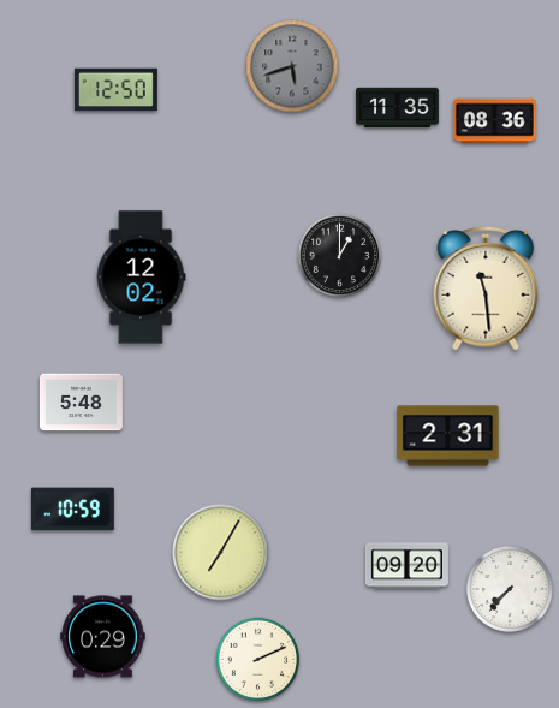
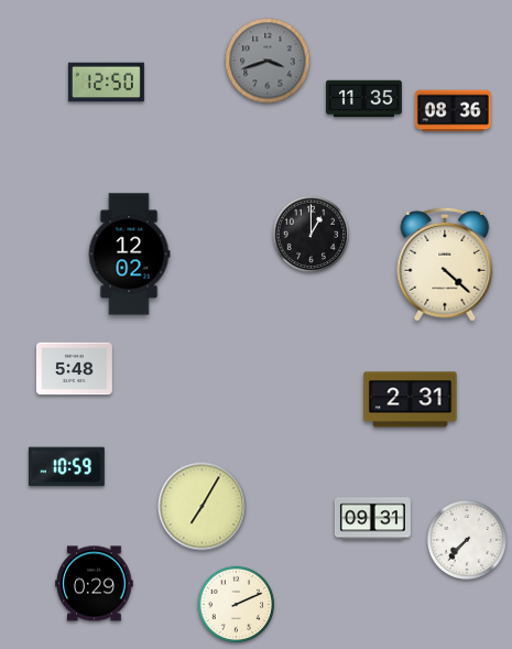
clock at (292, 66): 5:42 -> 3:42
clock at (486, 288): 11:29 -> 4:22
clock at (406, 566): 09:20 -> 09:31
